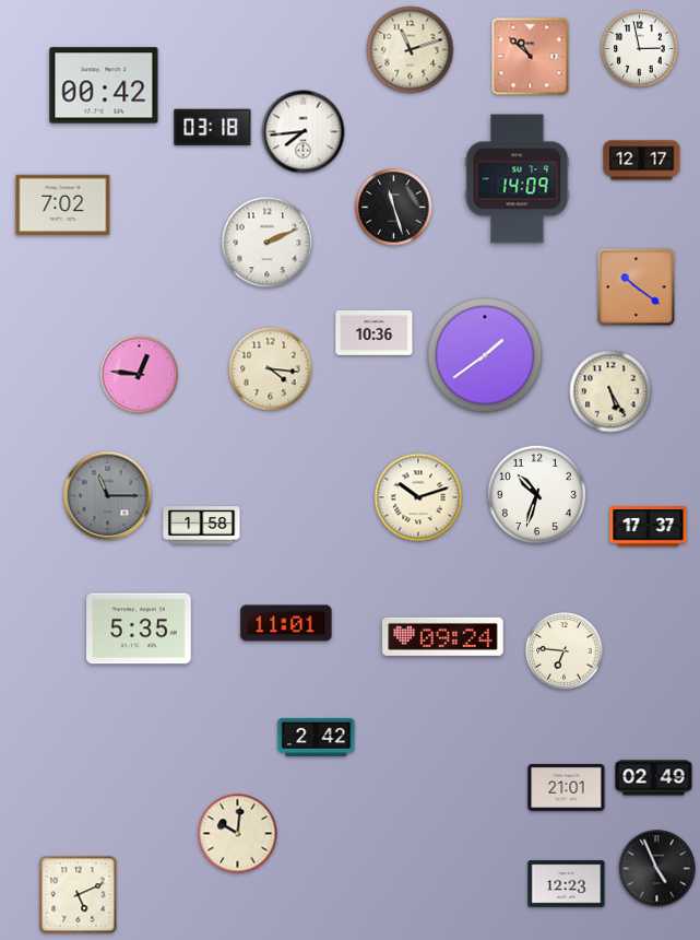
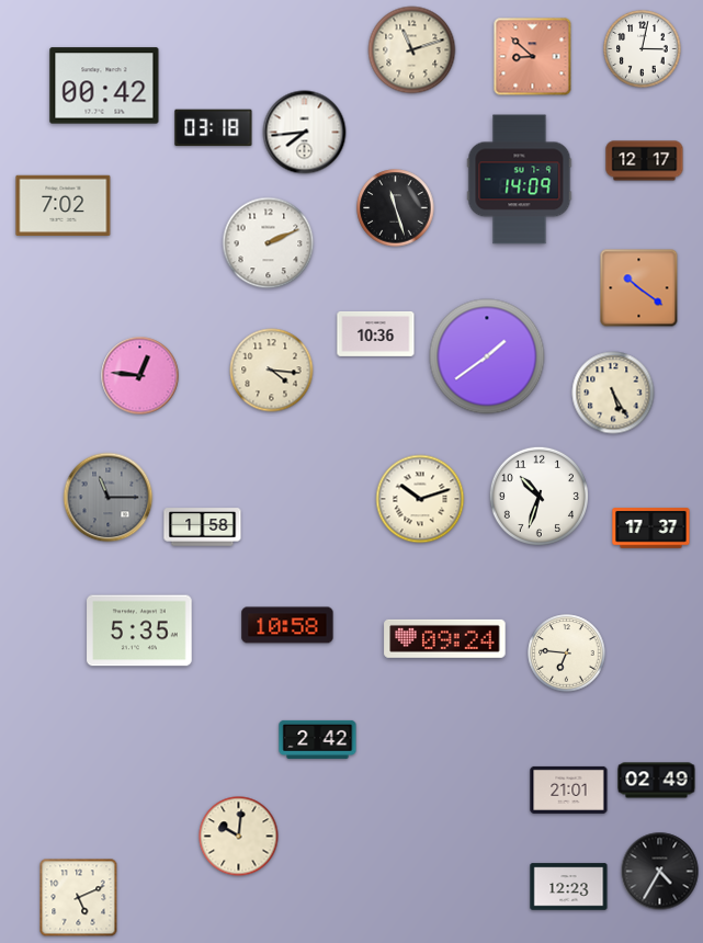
clock at (640, 49): 2:58 -> 3:02
clock at (531, 57): 10:52 -> 8:52
clock at (286, 623): 11:01 -> 10:58
clock at (657, 869): 4:56 -> 4:35
